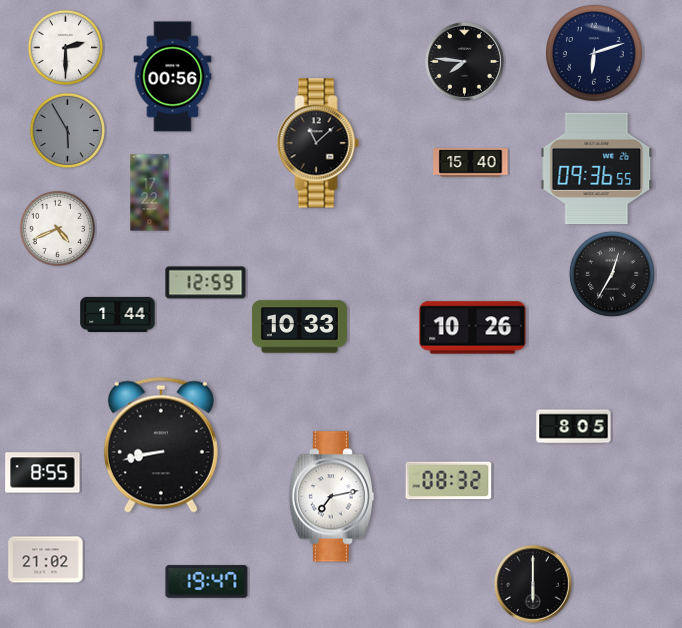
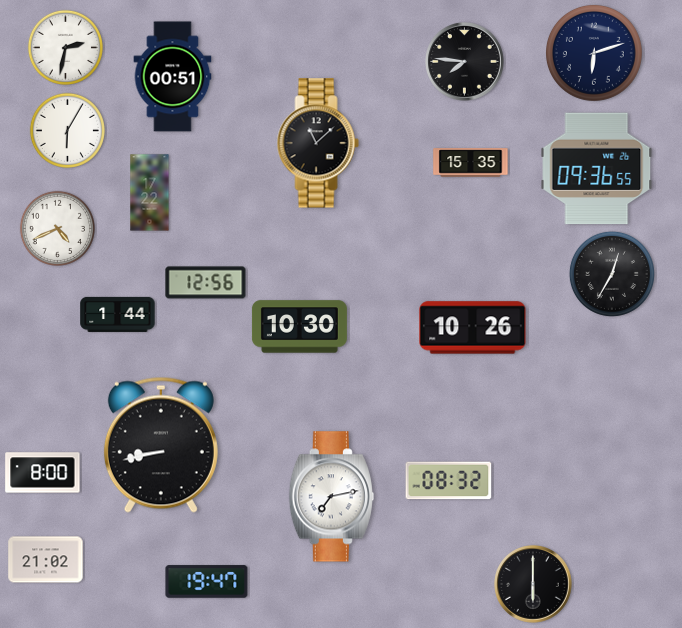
clock at (65, 47): 2:30 -> 2:32
clock at (173, 77): 00:56 -> 00:51
clock at (67, 130): 5:55 -> 6:05
clock at (67, 130) dial: grey -> white
clock at (471, 163): 15:40 -> 15:35
clock at (206, 283): 12:59 -> 12:56
clock at (299, 327): 10:33 -> 10:30
clock at (574, 427): 8:05 -> none
clock at (43, 473): 8:55 -> 8:00
